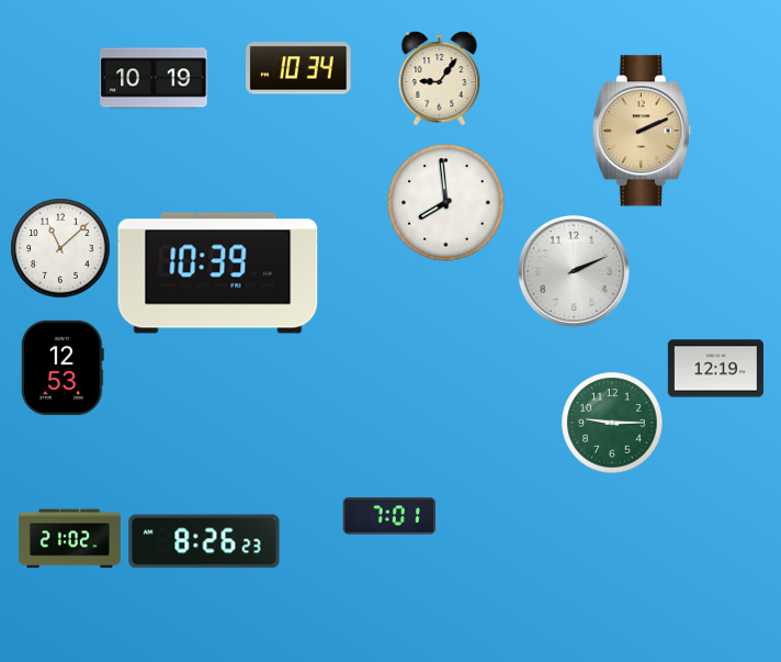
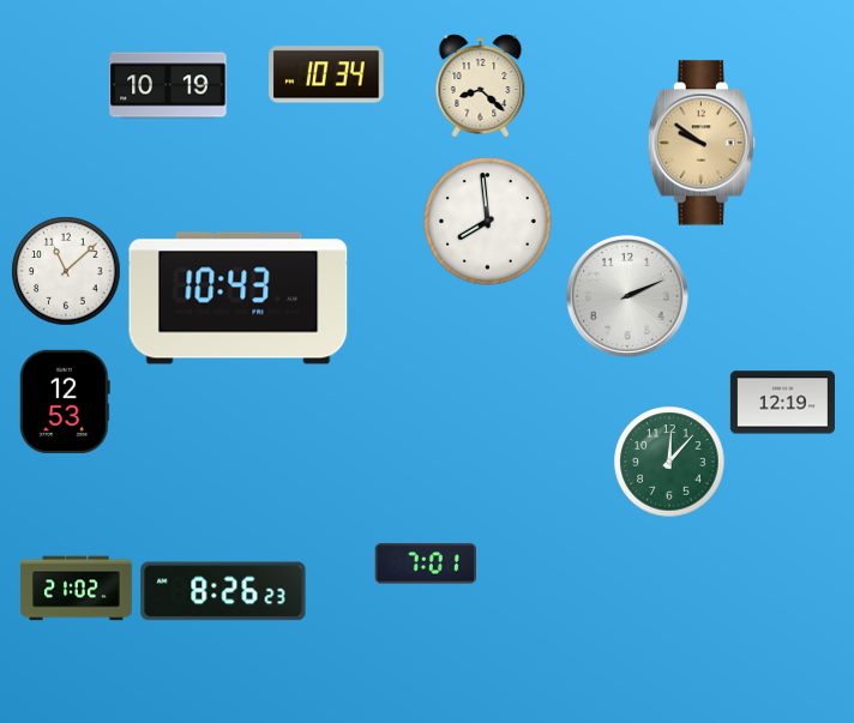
clock at (440, 79): 9:06 -> 8:22
clock at (642, 131): 2:11 -> 9:51
clock at (218, 273): 10:39 -> 10:43
clock at (63, 368) position: (63, 368) -> (65, 402)
clock at (612, 423): 9:15 -> 12:07
